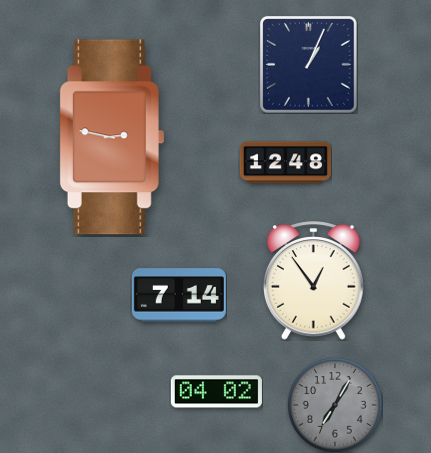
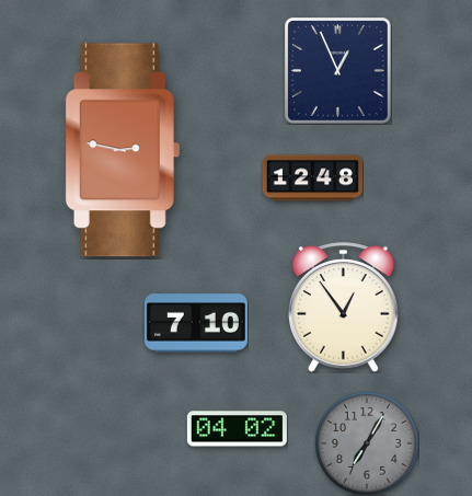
clock at (309, 65): 1:04 -> 12:56
clock at (179, 295): 7:14 -> 7:10
